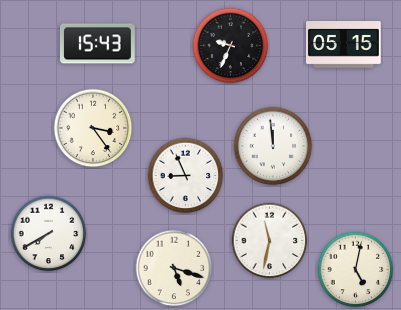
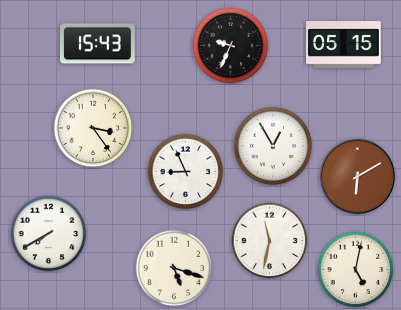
clock at (273, 146): 11:59 -> 12:55
clock at (186, 176) position: (186, 176) -> (186, 172)
clock at (357, 176): none -> 6:10
